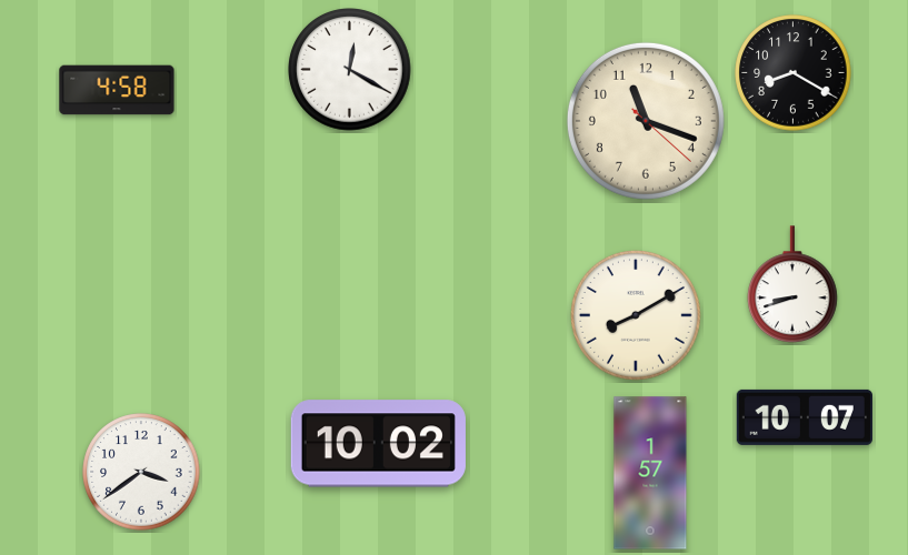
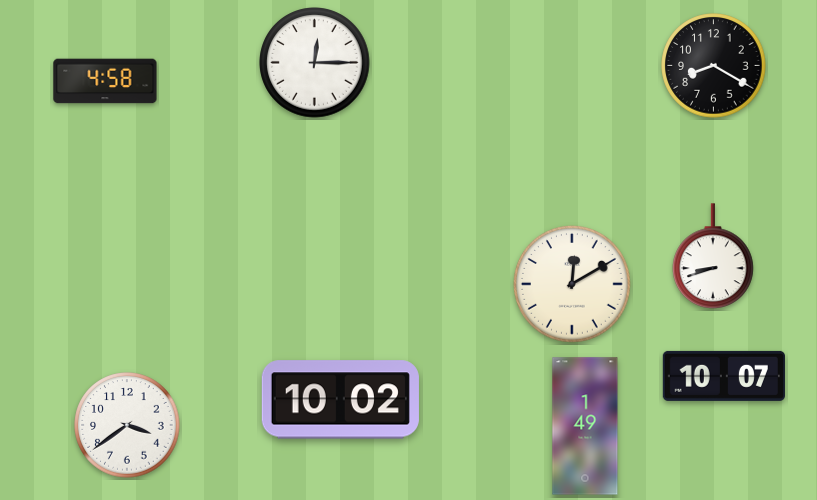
clock at (350, 70): 12:20 -> 12:15
clock at (646, 121): 11:18 -> none
clock at (637, 316): 8:10 -> 12:10
clock at (650, 473): 1:57 -> 1:49
